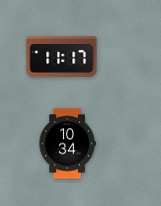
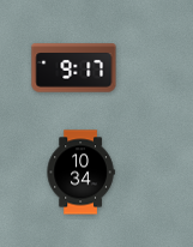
clock at (62, 57): 11:17 -> 9:17
